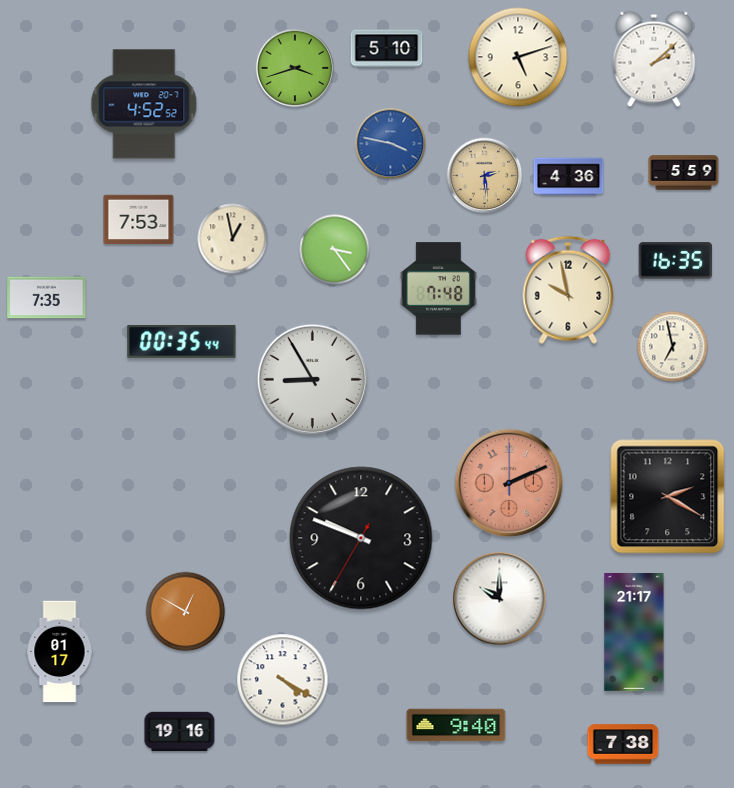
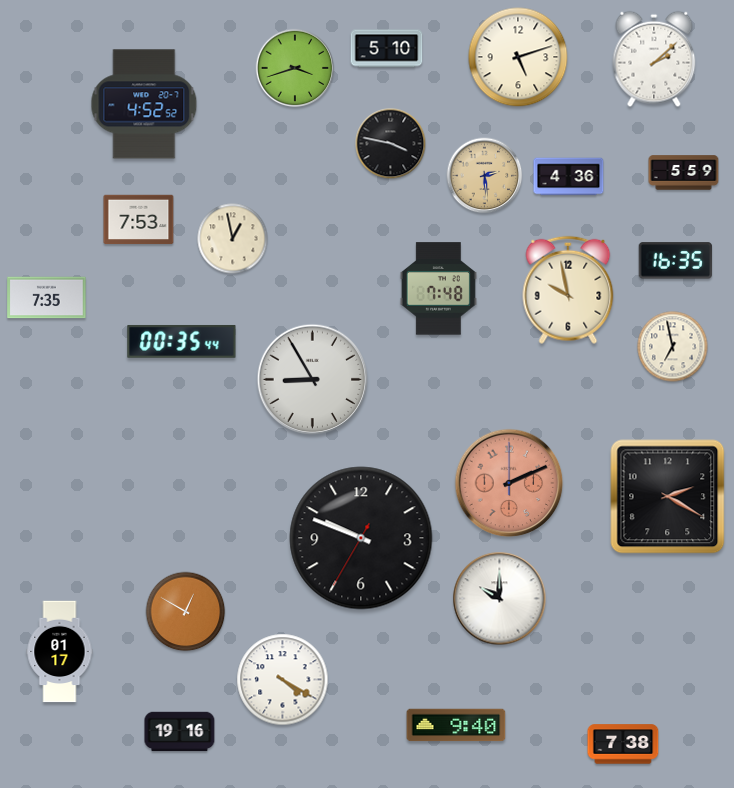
clock at (391, 144) dial: blue -> black
clock at (335, 250): 3:24 -> none
clock at (634, 632): 21:17 -> none
